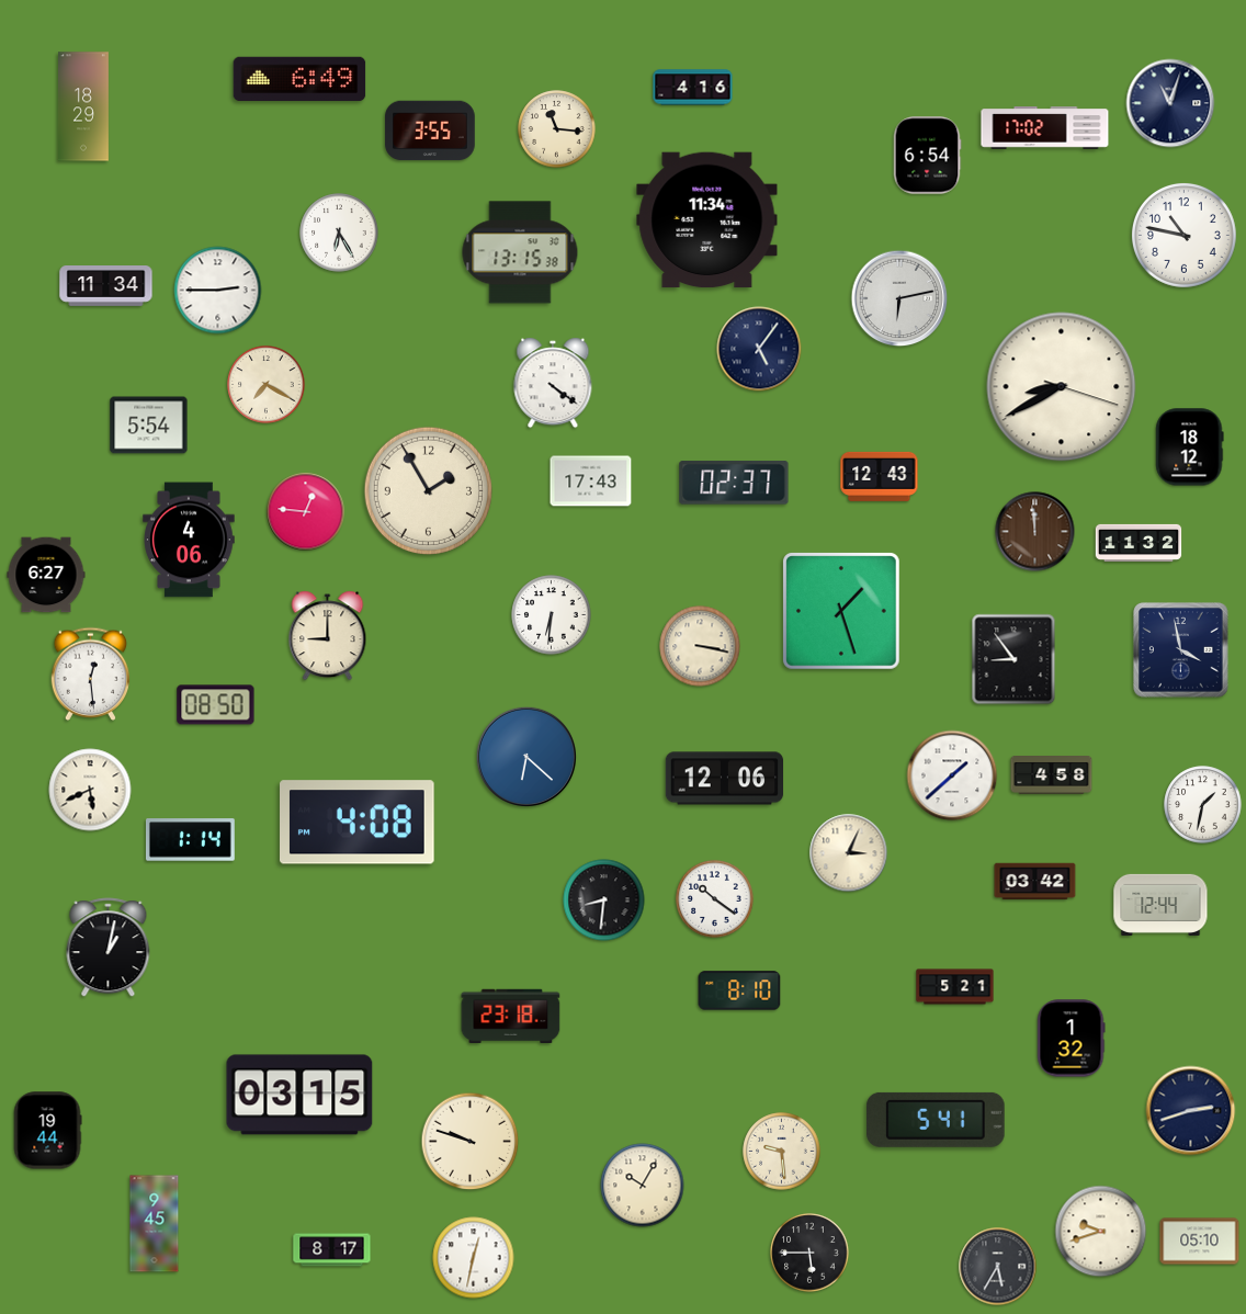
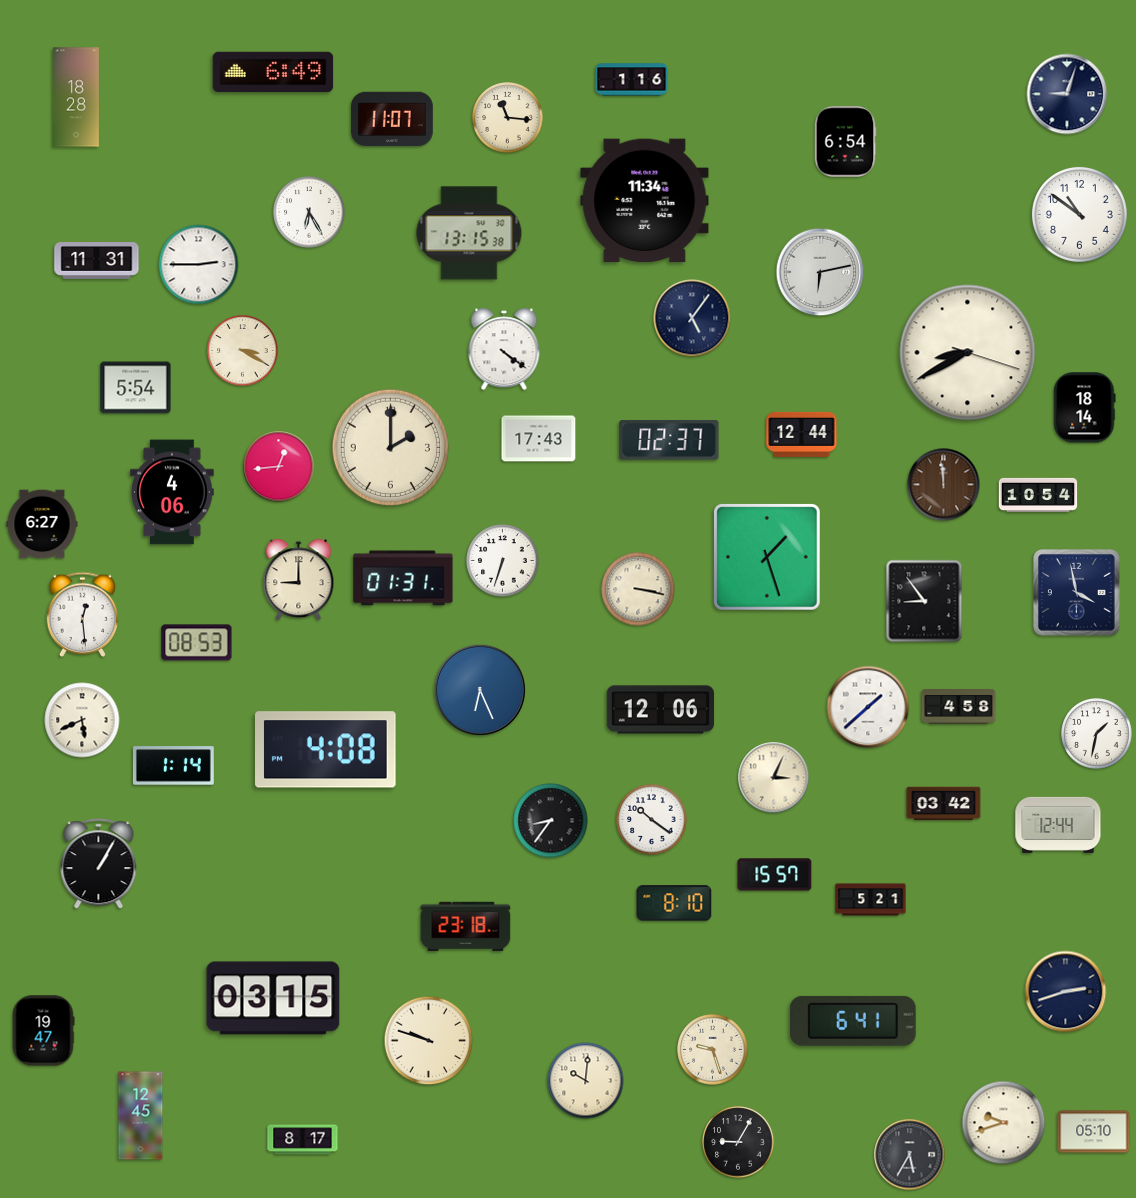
clock at (693, 88): 4:16 -> 1:16
clock at (1170, 103): 11:03 -> 9:03
clock at (83, 106): 18:29 -> 18:28
clock at (1045, 128): 17:02 -> none
clock at (430, 131): 3:55 -> 11:07
clock at (1183, 235): 10:47 -> 10:51
clock at (520, 252) position: (520, 252) -> (469, 233)
clock at (106, 286): 11:34 -> 11:31
clock at (267, 385): 7:20 -> 3:20
clock at (1190, 448): 18:12 -> 18:14
clock at (880, 476): 12:43 -> 12:44
clock at (428, 490): 1:55 -> 2:00
clock at (306, 512): 12:46 -> 12:44
clock at (1139, 543): 11:32 -> 10:54
clock at (552, 615): 6:31 -> 6:33
clock at (403, 578): none -> 01:31
clock at (216, 705): 08:50 -> 08:53
clock at (525, 756): 6:22 -> 6:26
clock at (604, 900): 8:31 -> 8:36
clock at (109, 948): 1:02 -> 1:05
clock at (775, 875): none -> 15:57
clock at (1071, 1039): 1:32 -> none
clock at (1191, 1111) position: (1191, 1111) -> (1066, 992)
clock at (936, 1120): 5:41 -> 6:41
clock at (47, 1131): 19:44 -> 19:47
clock at (782, 1152): 9:29 -> 9:27
clock at (643, 1186): 10:05 -> 10:01
clock at (155, 1224): 9:45 -> 12:45
clock at (809, 1253): 5:45 -> 9:05
clock at (474, 1258): 12:32 -> none
